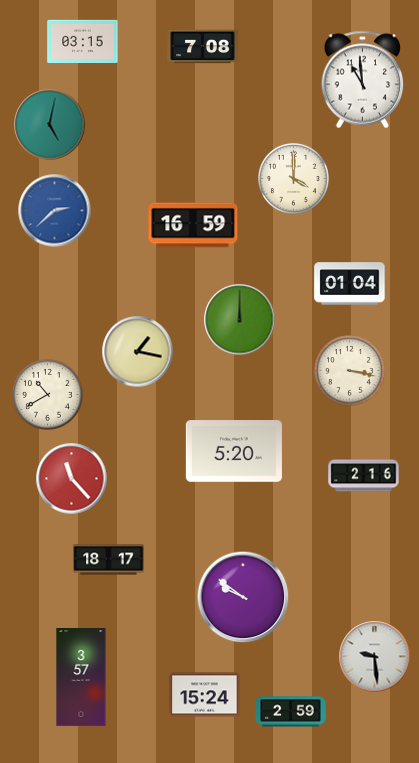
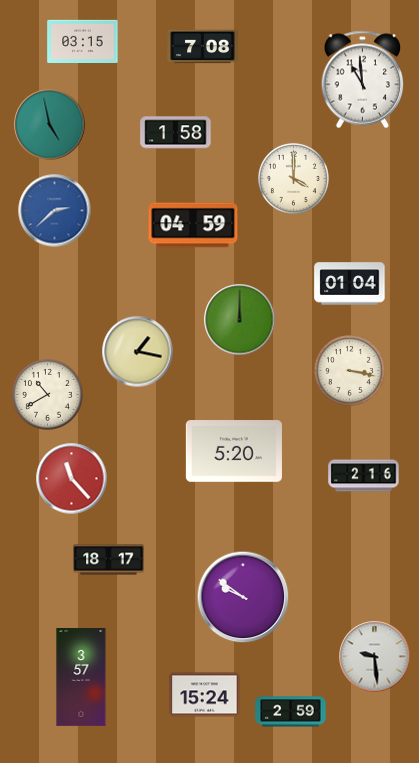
clock at (50, 125): 5:02 -> 4:58
clock at (176, 133): none -> 1:58
clock at (193, 225): 16:59 -> 04:59
